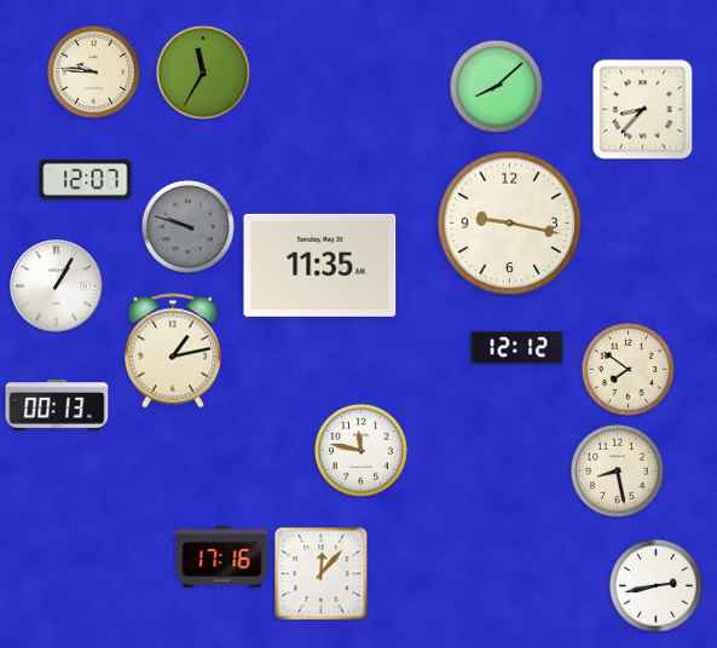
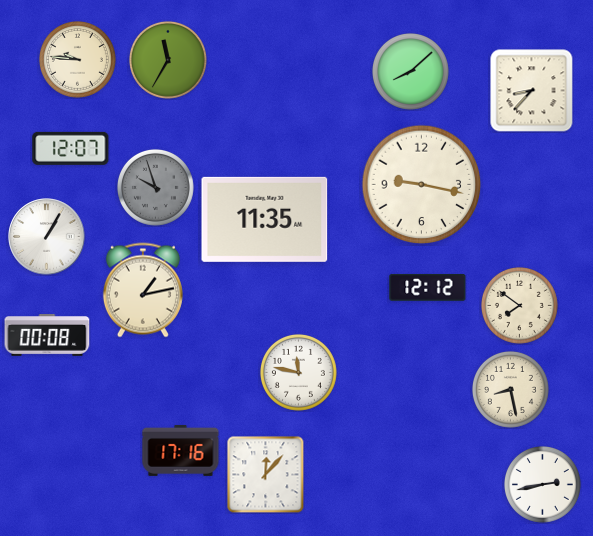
clock at (187, 226): 9:48 -> 9:57
clock at (57, 406): 00:13 -> 00:08
clock at (222, 556) position: (222, 556) -> (181, 450)
